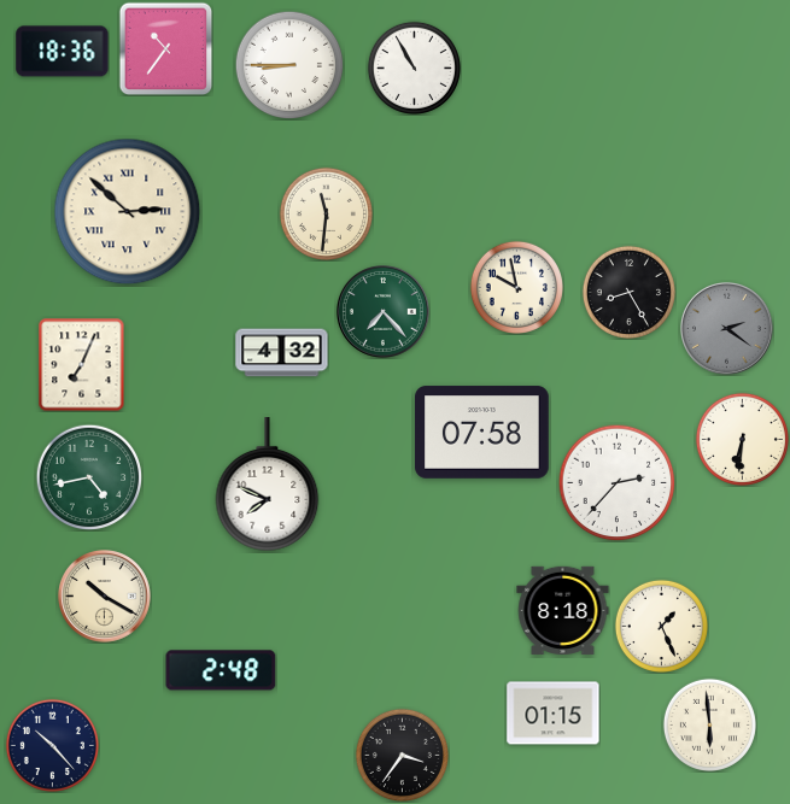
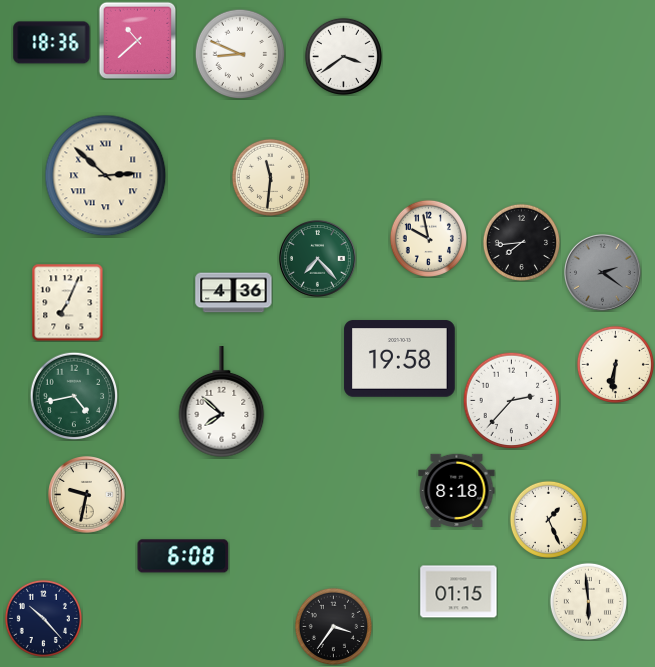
clock at (165, 48): 10:36 -> 10:38
clock at (289, 65): 8:45 -> 8:49
clock at (414, 68): 10:55 -> 3:39
clock at (628, 292): 8:25 -> 7:44
clock at (282, 353): 4:32 -> 4:36
clock at (482, 433): 07:58 -> 19:58
clock at (268, 485): 7:49 -> 7:52
clock at (105, 597): 10:20 -> 9:32
clock at (563, 610) position: (563, 610) -> (457, 490)
clock at (221, 670): 2:48 -> 6:08
